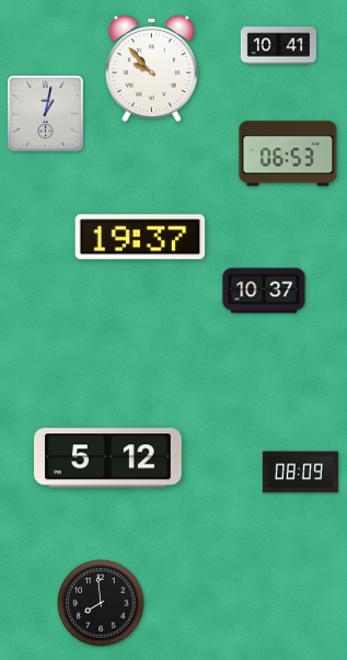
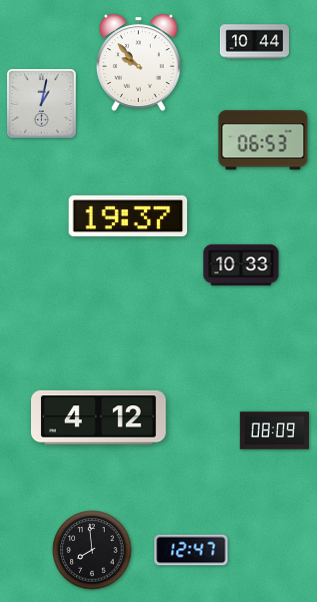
clock at (278, 46): 10:41 -> 10:44
clock at (264, 291): 10:37 -> 10:33
clock at (108, 458): 5:12 -> 4:12
clock at (191, 550): none -> 12:47
